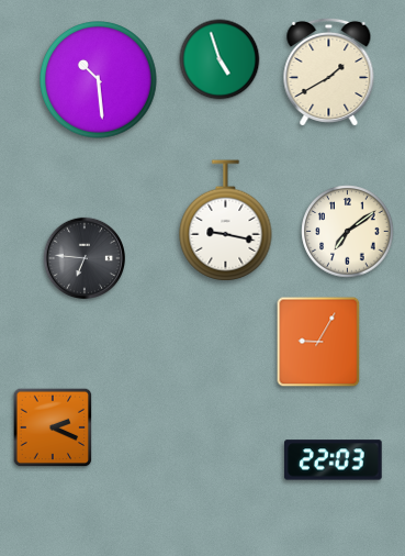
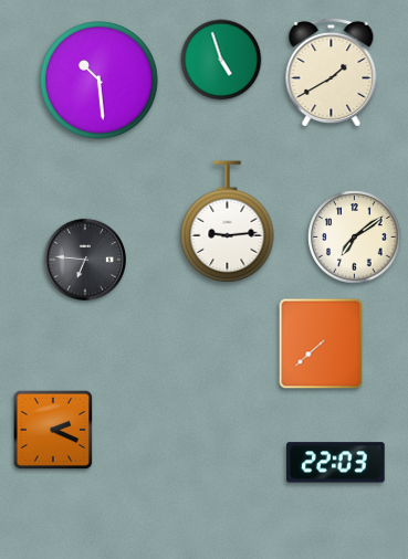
clock at (226, 221): 9:17 -> 9:14
clock at (348, 232) position: (348, 232) -> (355, 238)
clock at (318, 342): 9:05 -> 7:38
